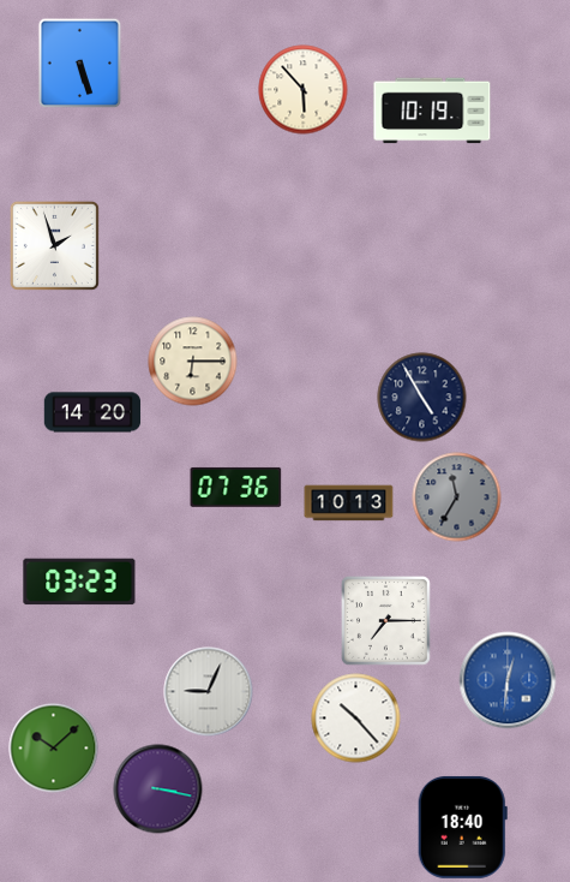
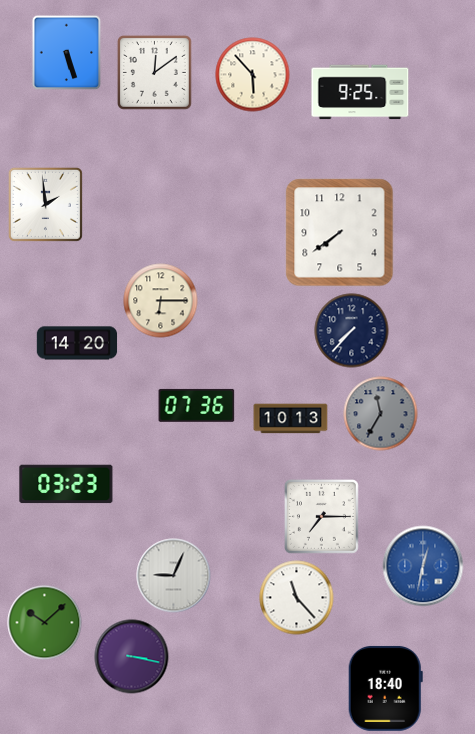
clock at (154, 72): none -> 12:09
clock at (432, 111): 10:19 -> 9:25
clock at (54, 245): 1:57 -> 1:59
clock at (340, 233): none -> 7:39
clock at (422, 398): 4:55 -> 7:37
clock at (508, 680): 12:31 -> 12:32
clock at (356, 719): 10:23 -> 11:23
